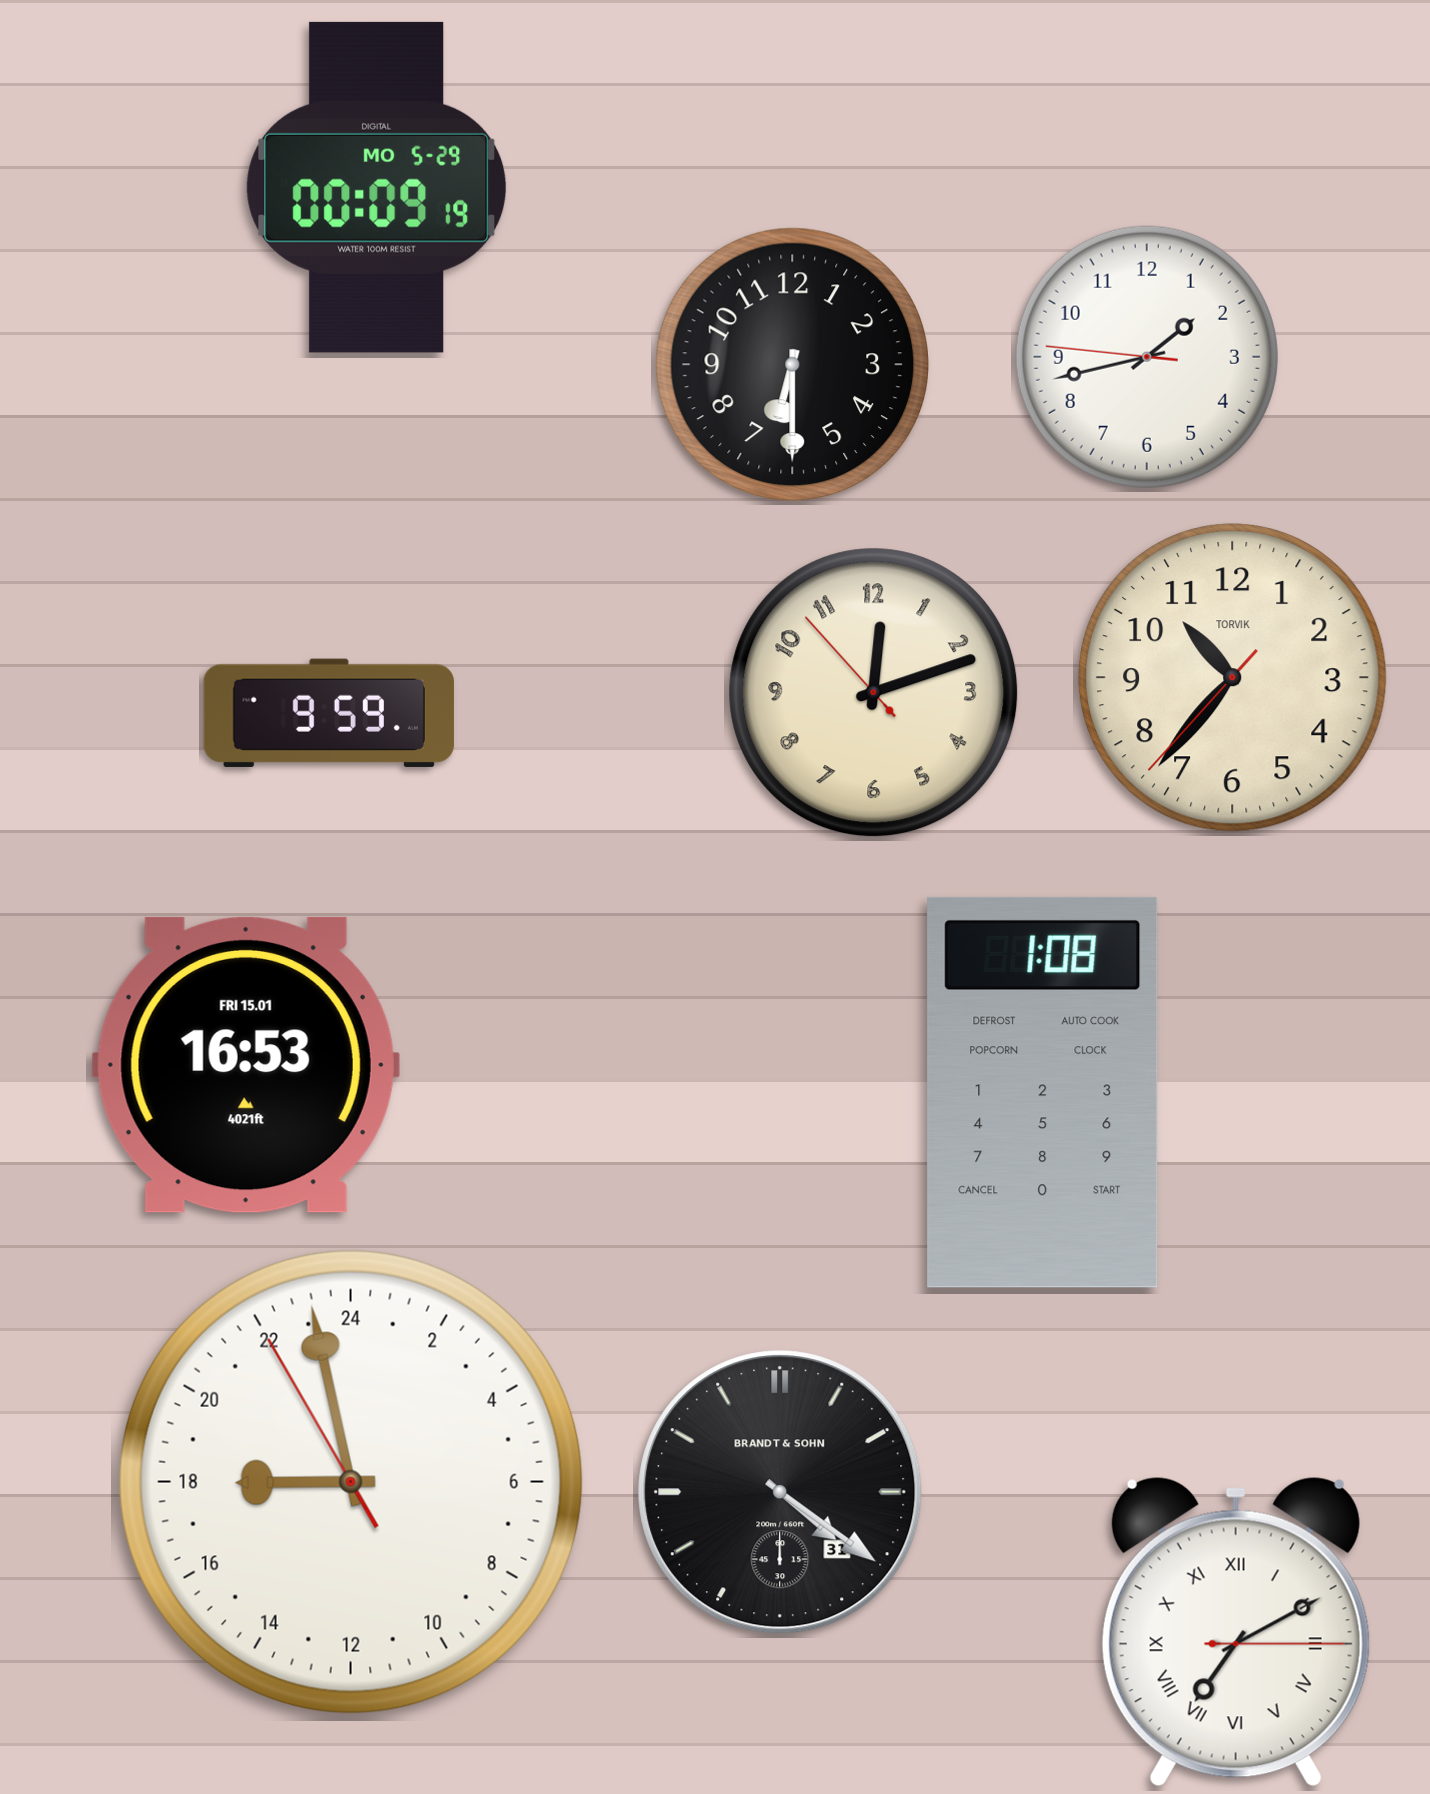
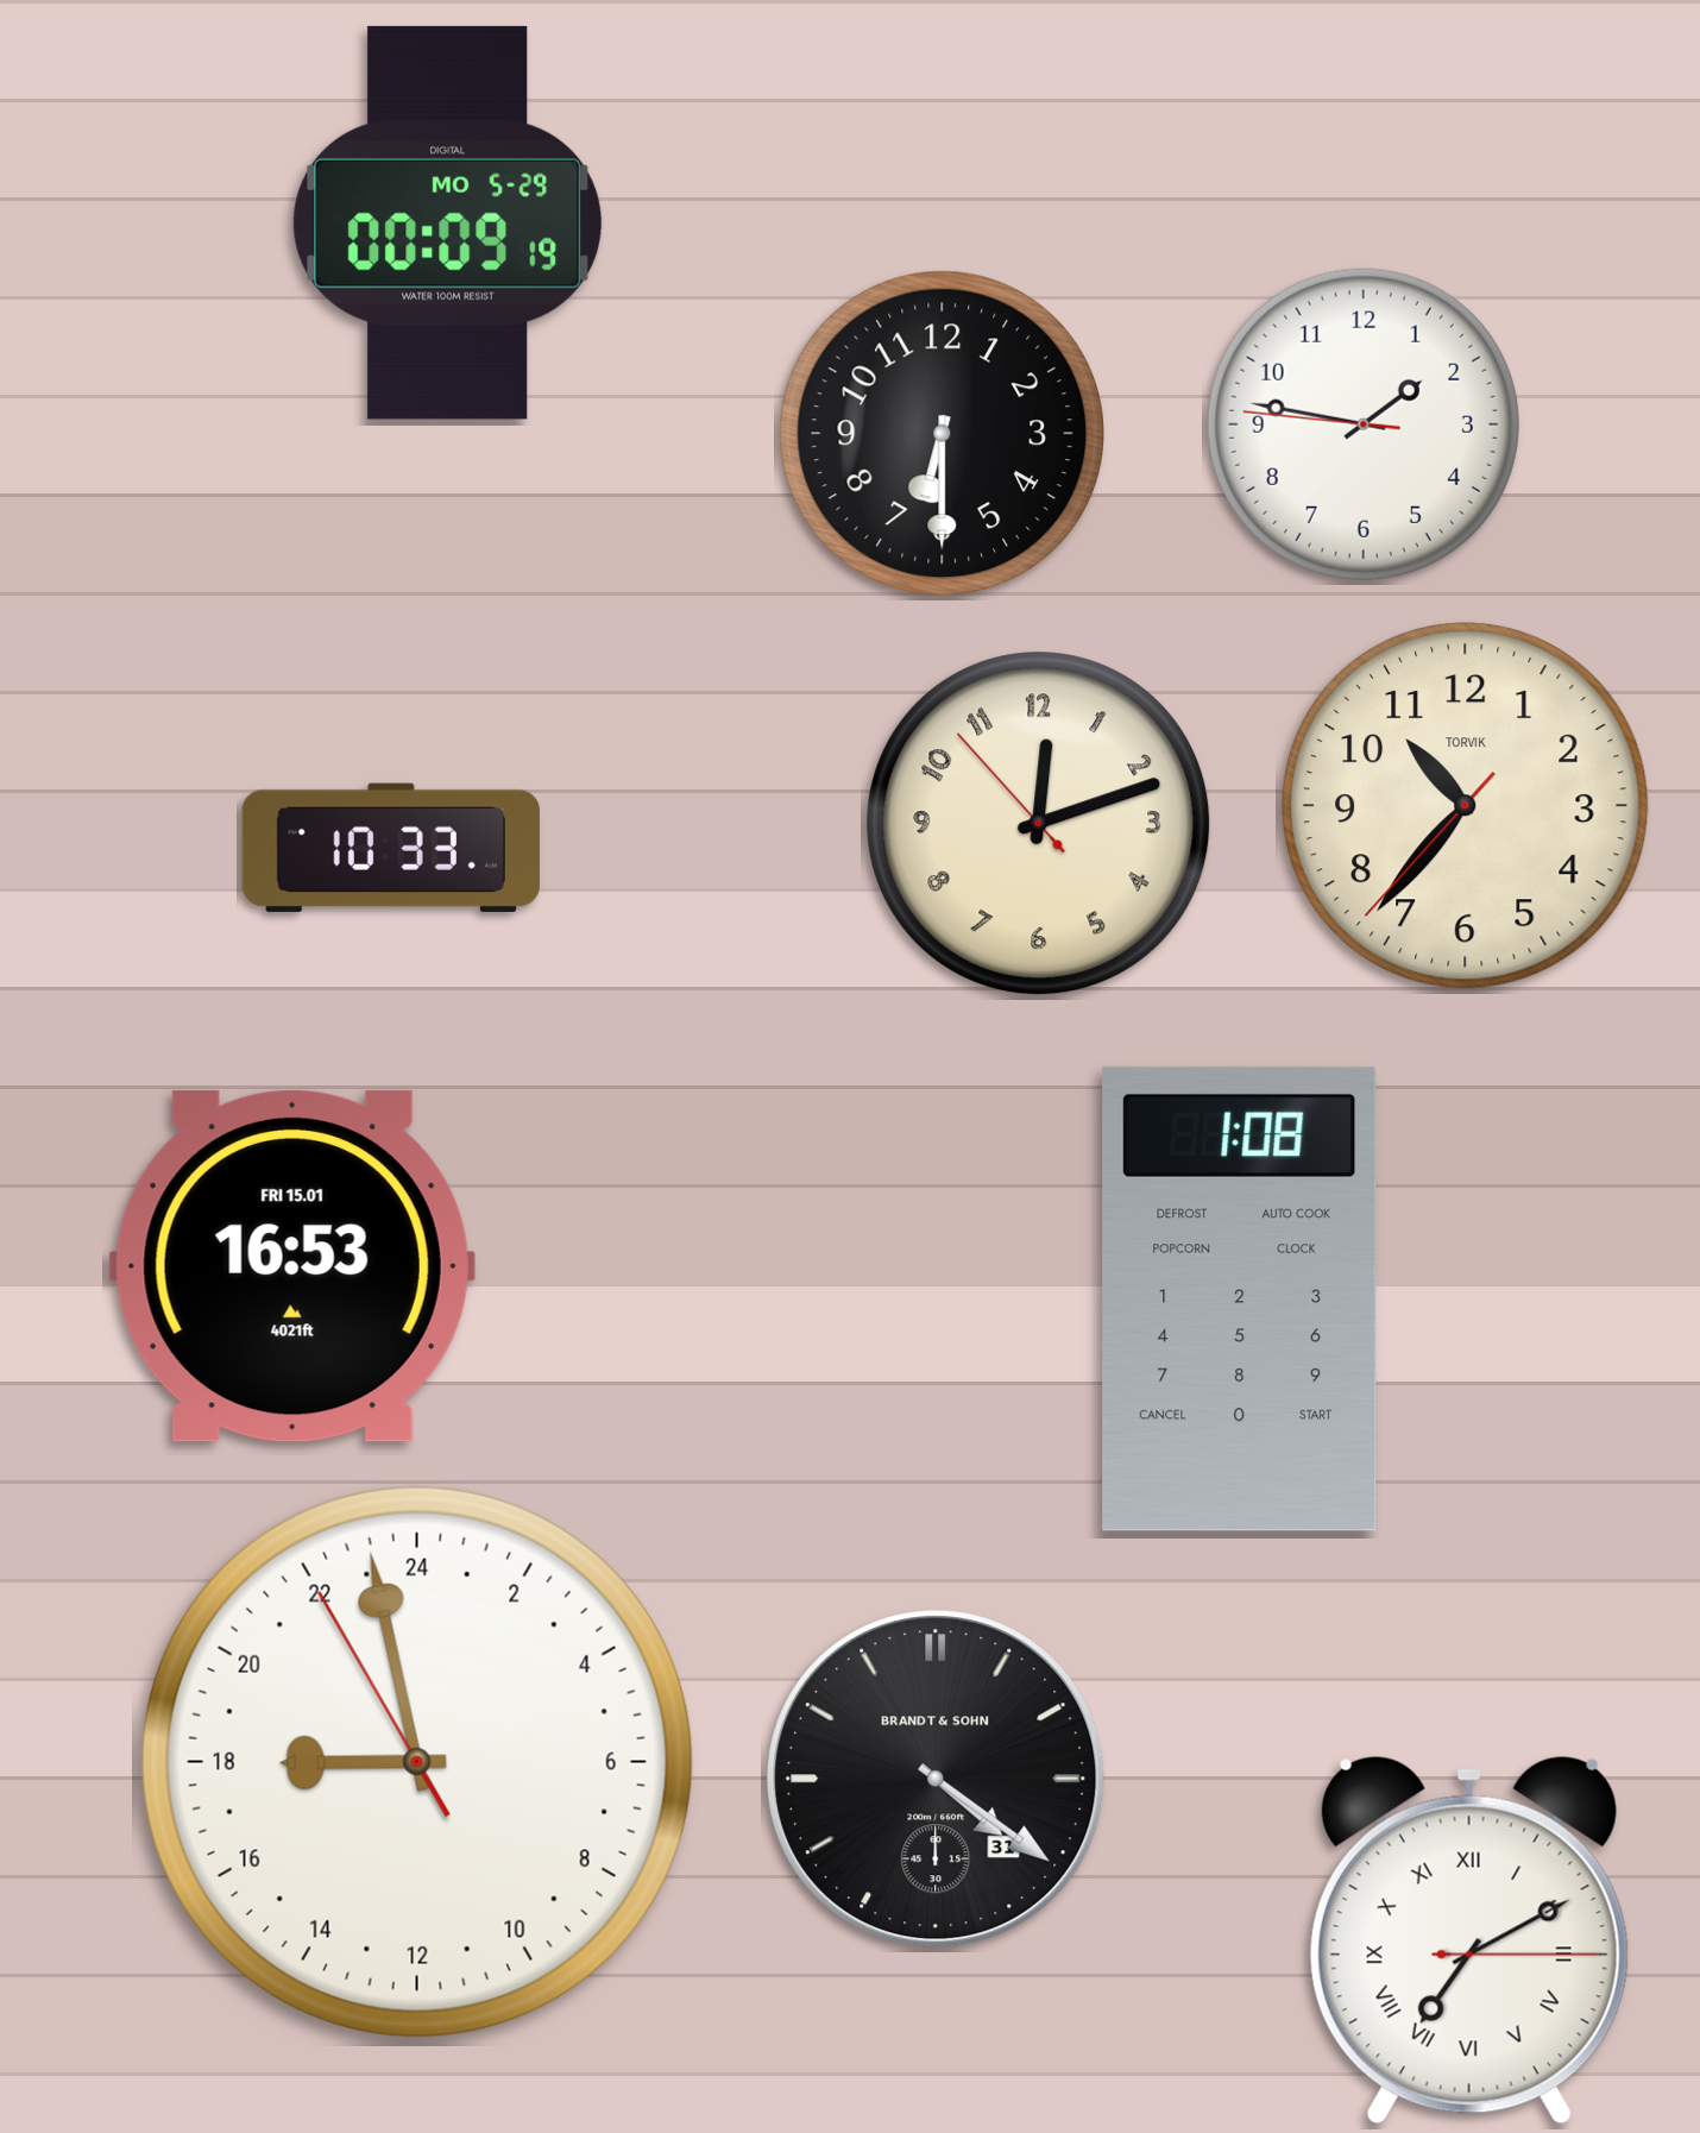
clock at (1147, 357): 1:42 -> 1:46
clock at (329, 713): 9:59 -> 10:33
clock at (780, 1492) position: (780, 1492) -> (936, 1779)
